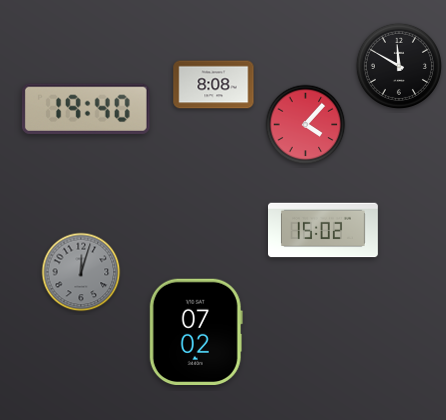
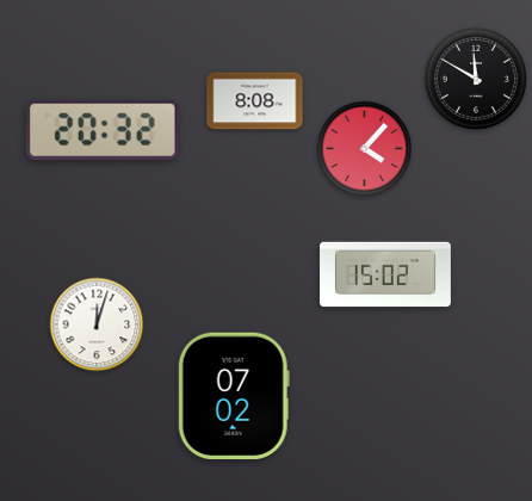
clock at (86, 109): 19:40 -> 20:32
clock at (81, 272) dial: grey -> white
